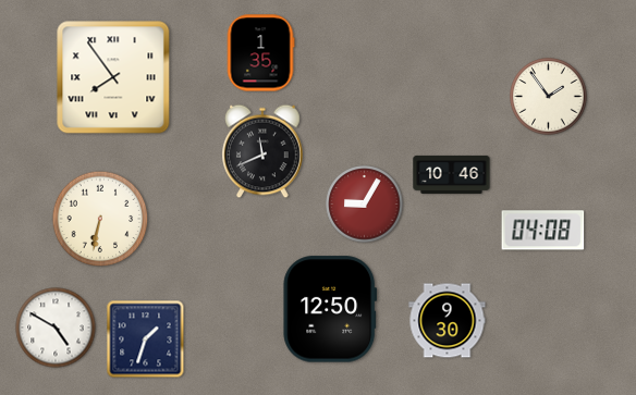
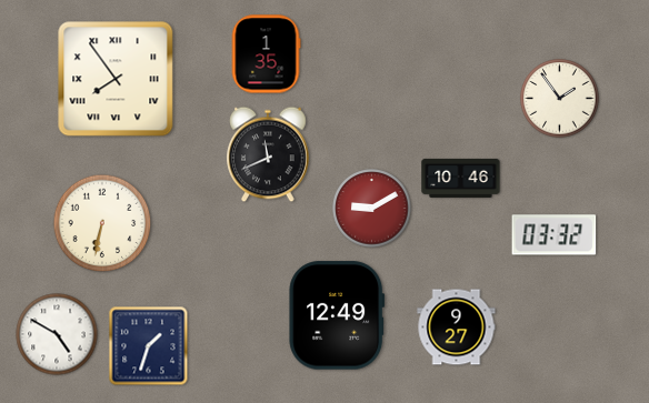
clock at (365, 205): 9:05 -> 9:10
clock at (543, 231): 04:08 -> 03:32
clock at (330, 309): 12:50 -> 12:49
clock at (448, 321): 9:30 -> 9:27
